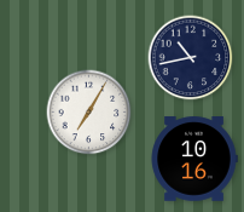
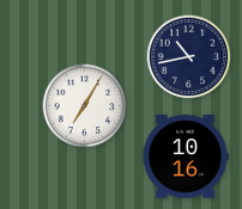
clock at (89, 113) position: (89, 113) -> (85, 106)
clock at (194, 159) position: (194, 159) -> (186, 156)
